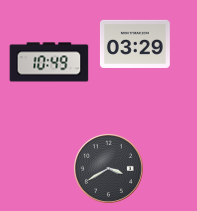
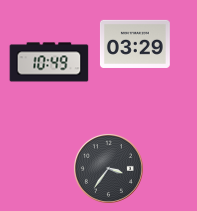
clock at (109, 169): 3:40 -> 3:36
